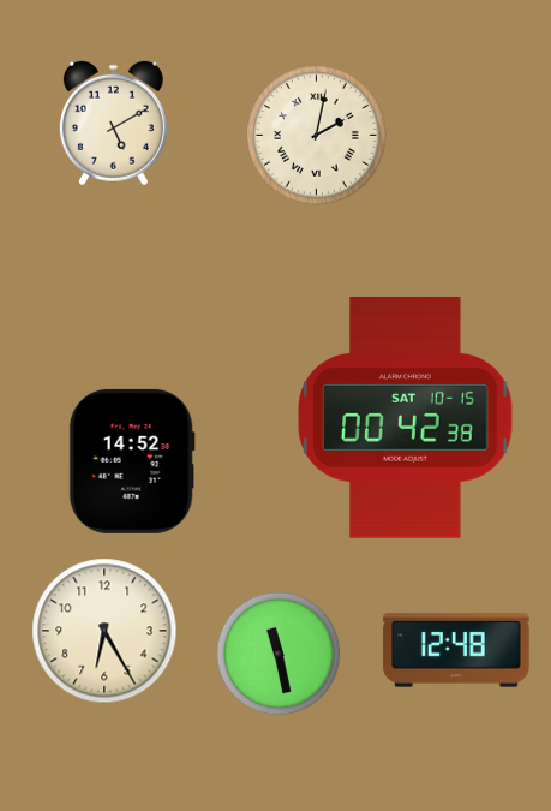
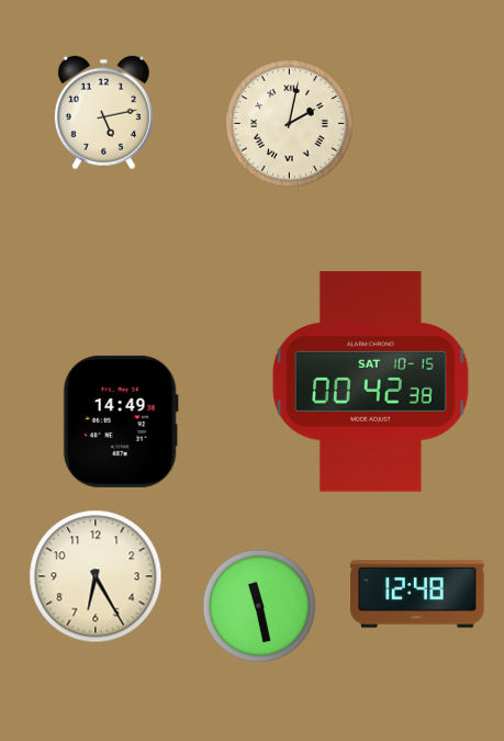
clock at (113, 124): 5:10 -> 5:13
clock at (132, 461): 14:52 -> 14:49
clock at (279, 654) position: (279, 654) -> (259, 606)
